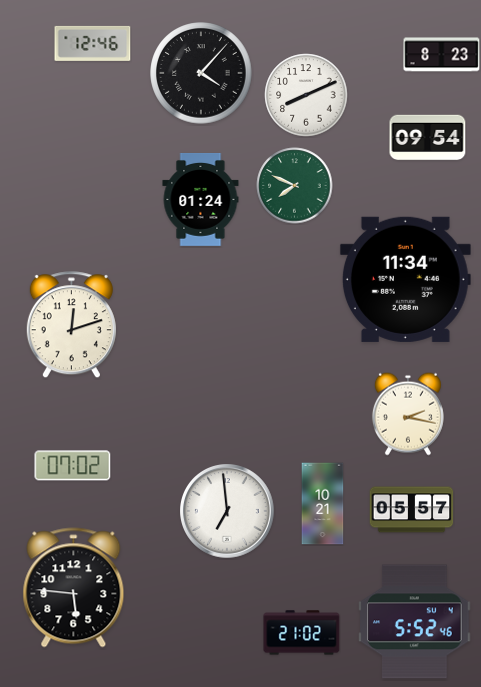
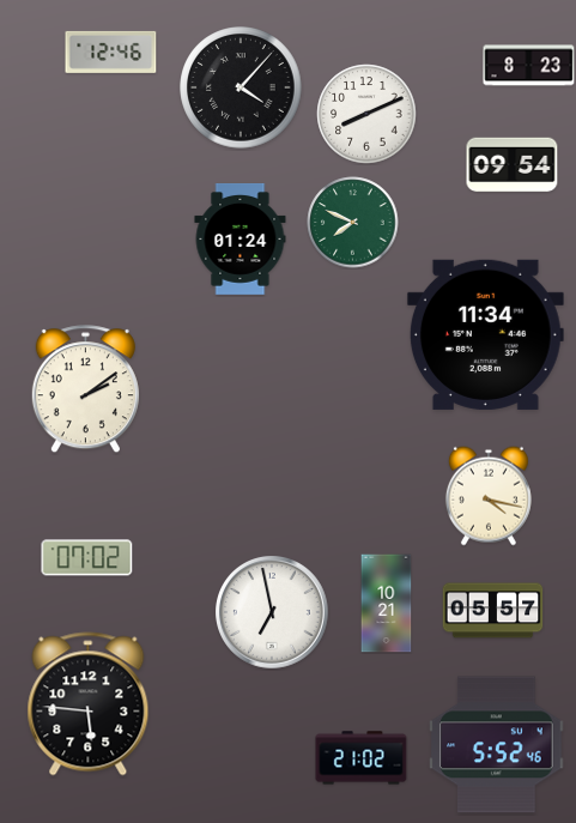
clock at (71, 325): 12:12 -> 2:09
clock at (408, 414): 2:17 -> 4:17
clock at (227, 511): 6:59 -> 6:58
